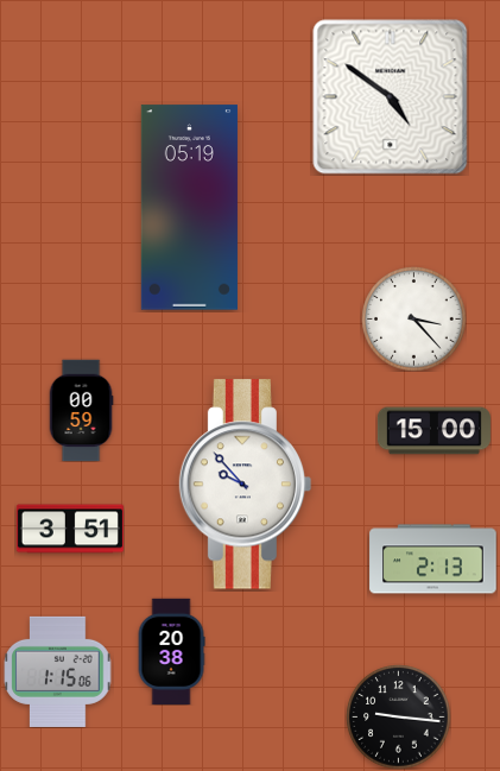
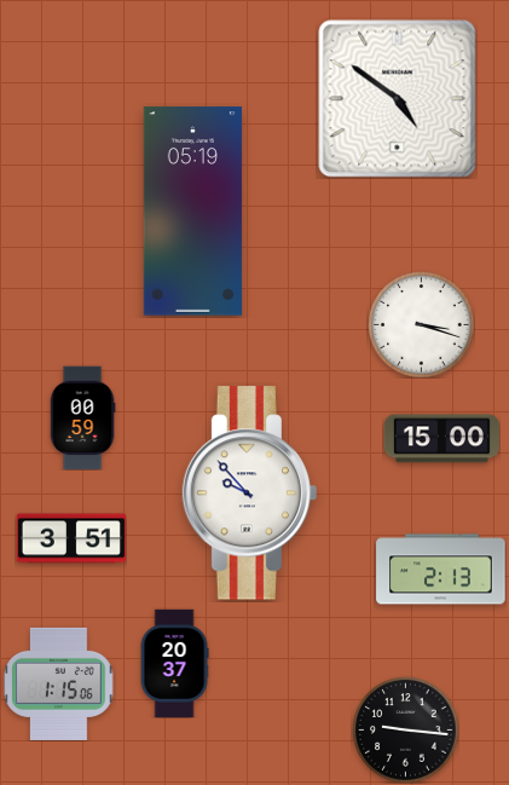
clock at (413, 318): 3:23 -> 3:18
clock at (171, 651): 20:38 -> 20:37
